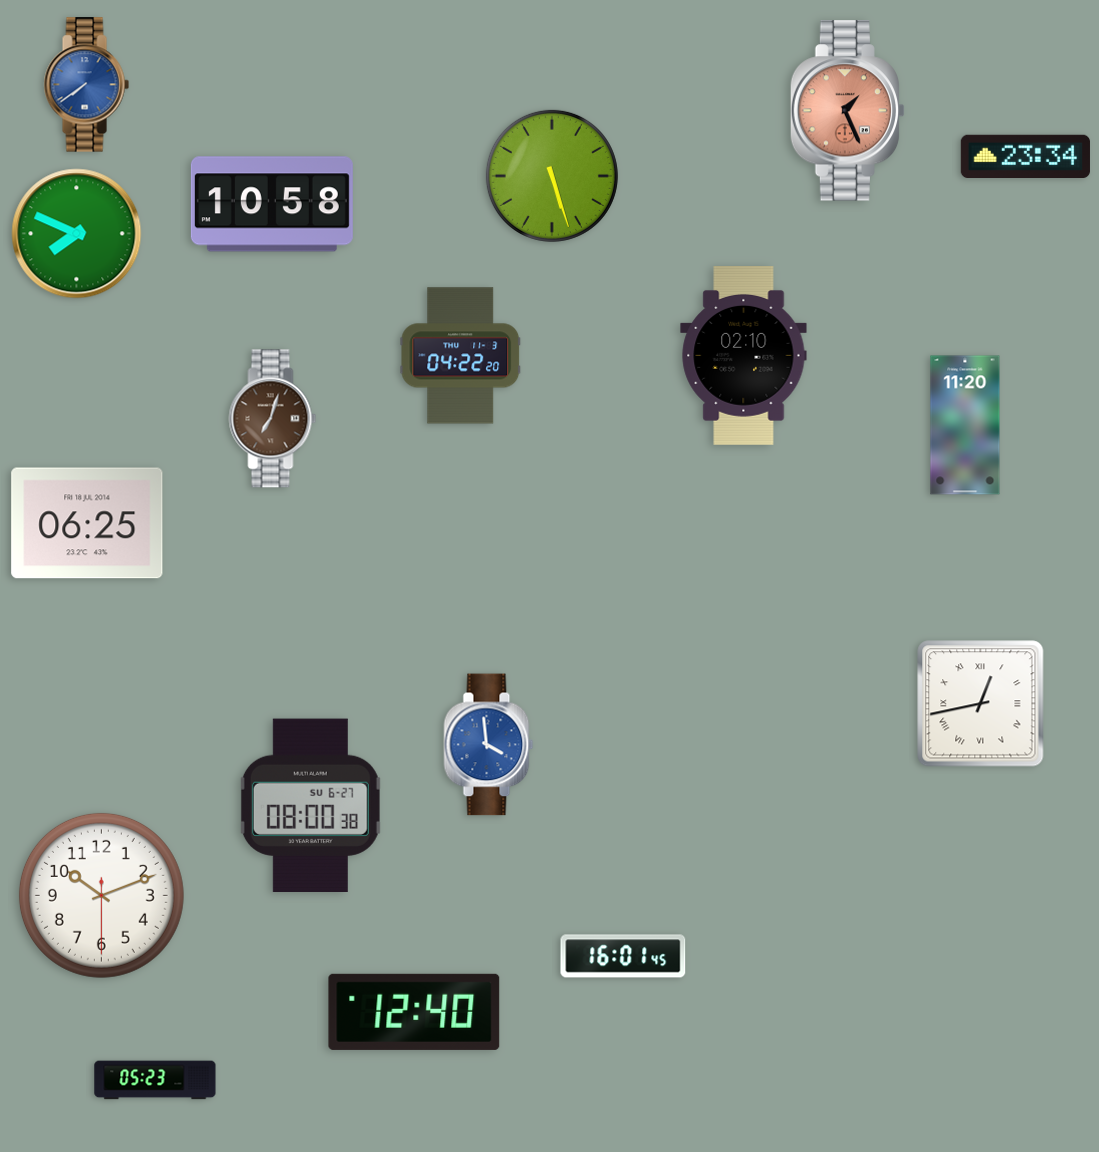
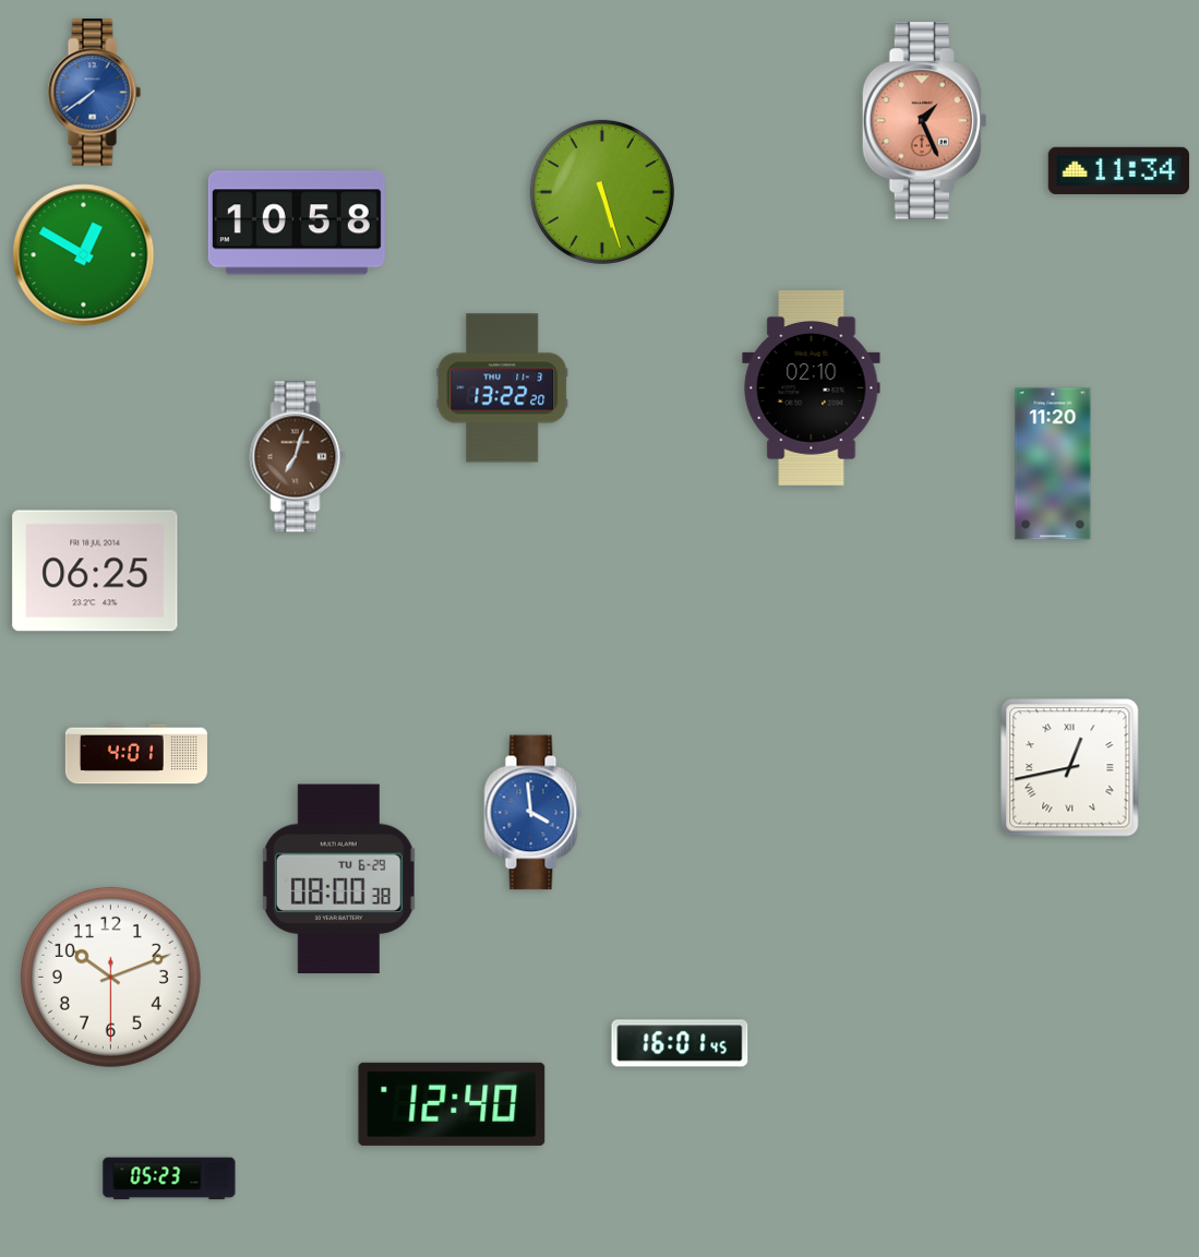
clock at (1025, 156): 23:34 -> 11:34
clock at (77, 234): 7:49 -> 12:50
clock at (461, 356): 04:22 -> 13:22
clock at (136, 754): none -> 4:01
clock at (310, 805) date: SU 6-27 -> TU 6-29
